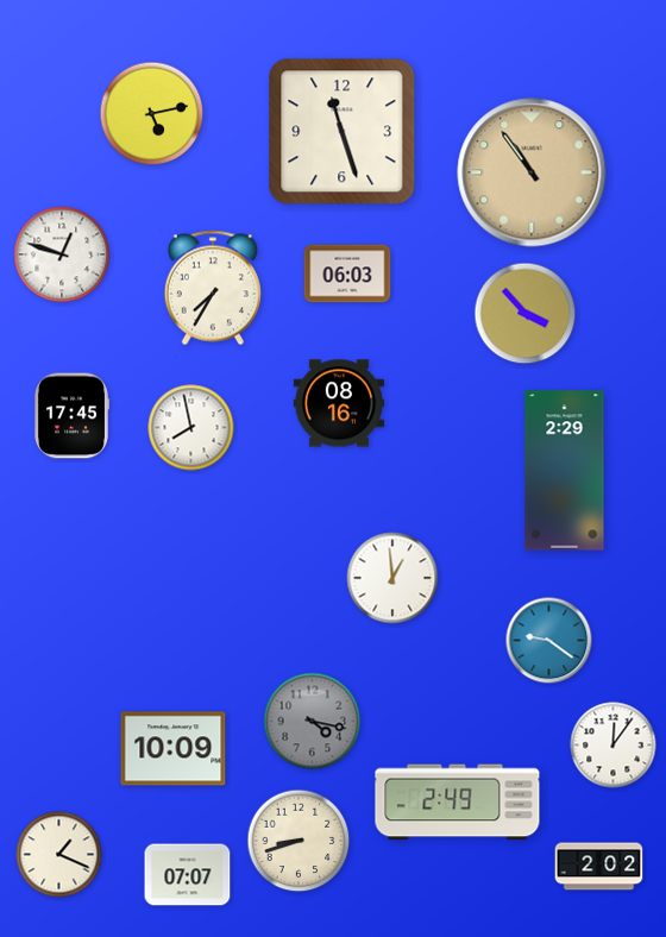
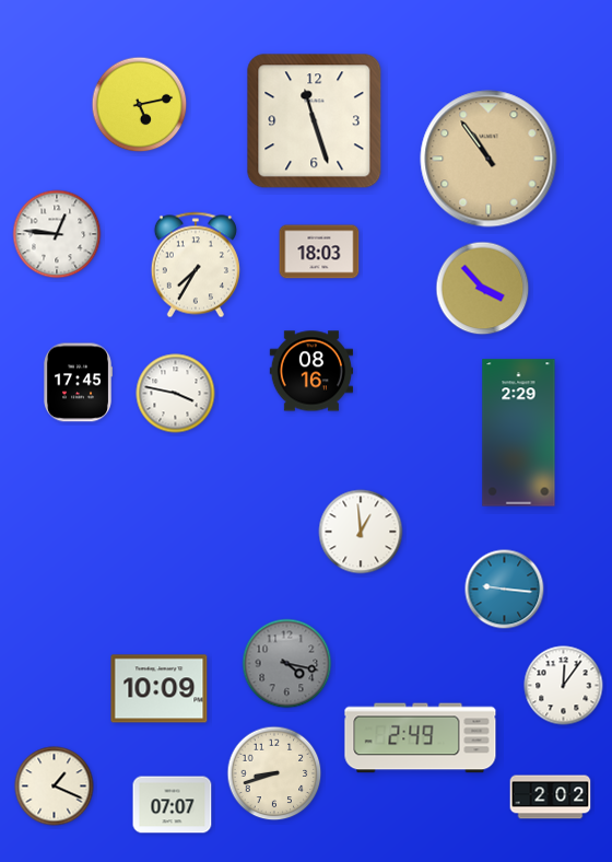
clock at (62, 254): 12:48 -> 12:46
clock at (347, 273): 06:03 -> 18:03
clock at (73, 416) position: (73, 416) -> (79, 383)
clock at (191, 428): 7:58 -> 3:47
clock at (549, 641): 9:21 -> 9:16
